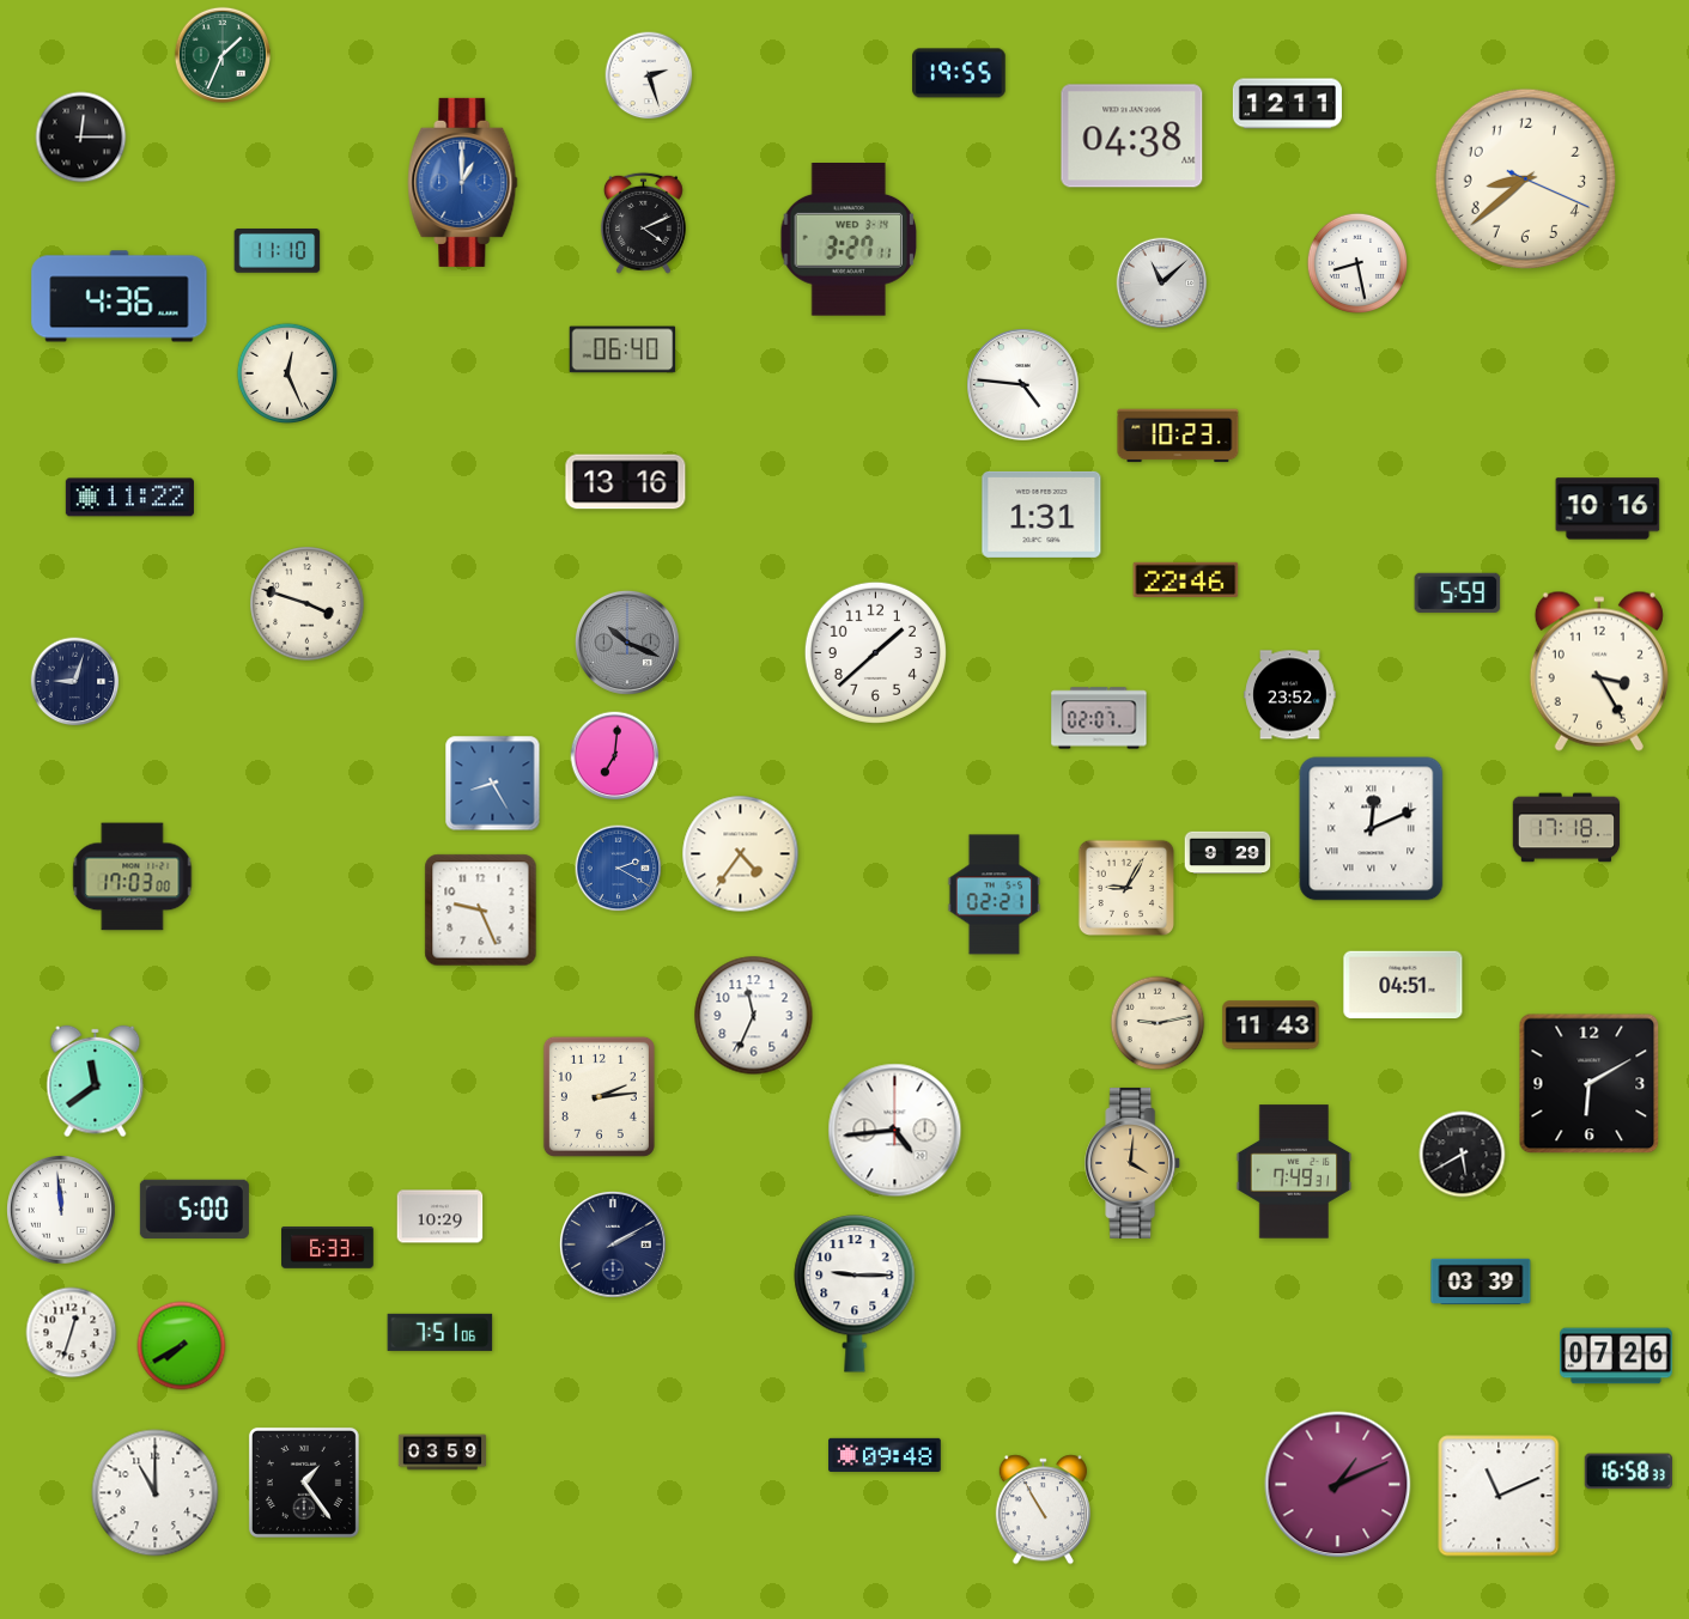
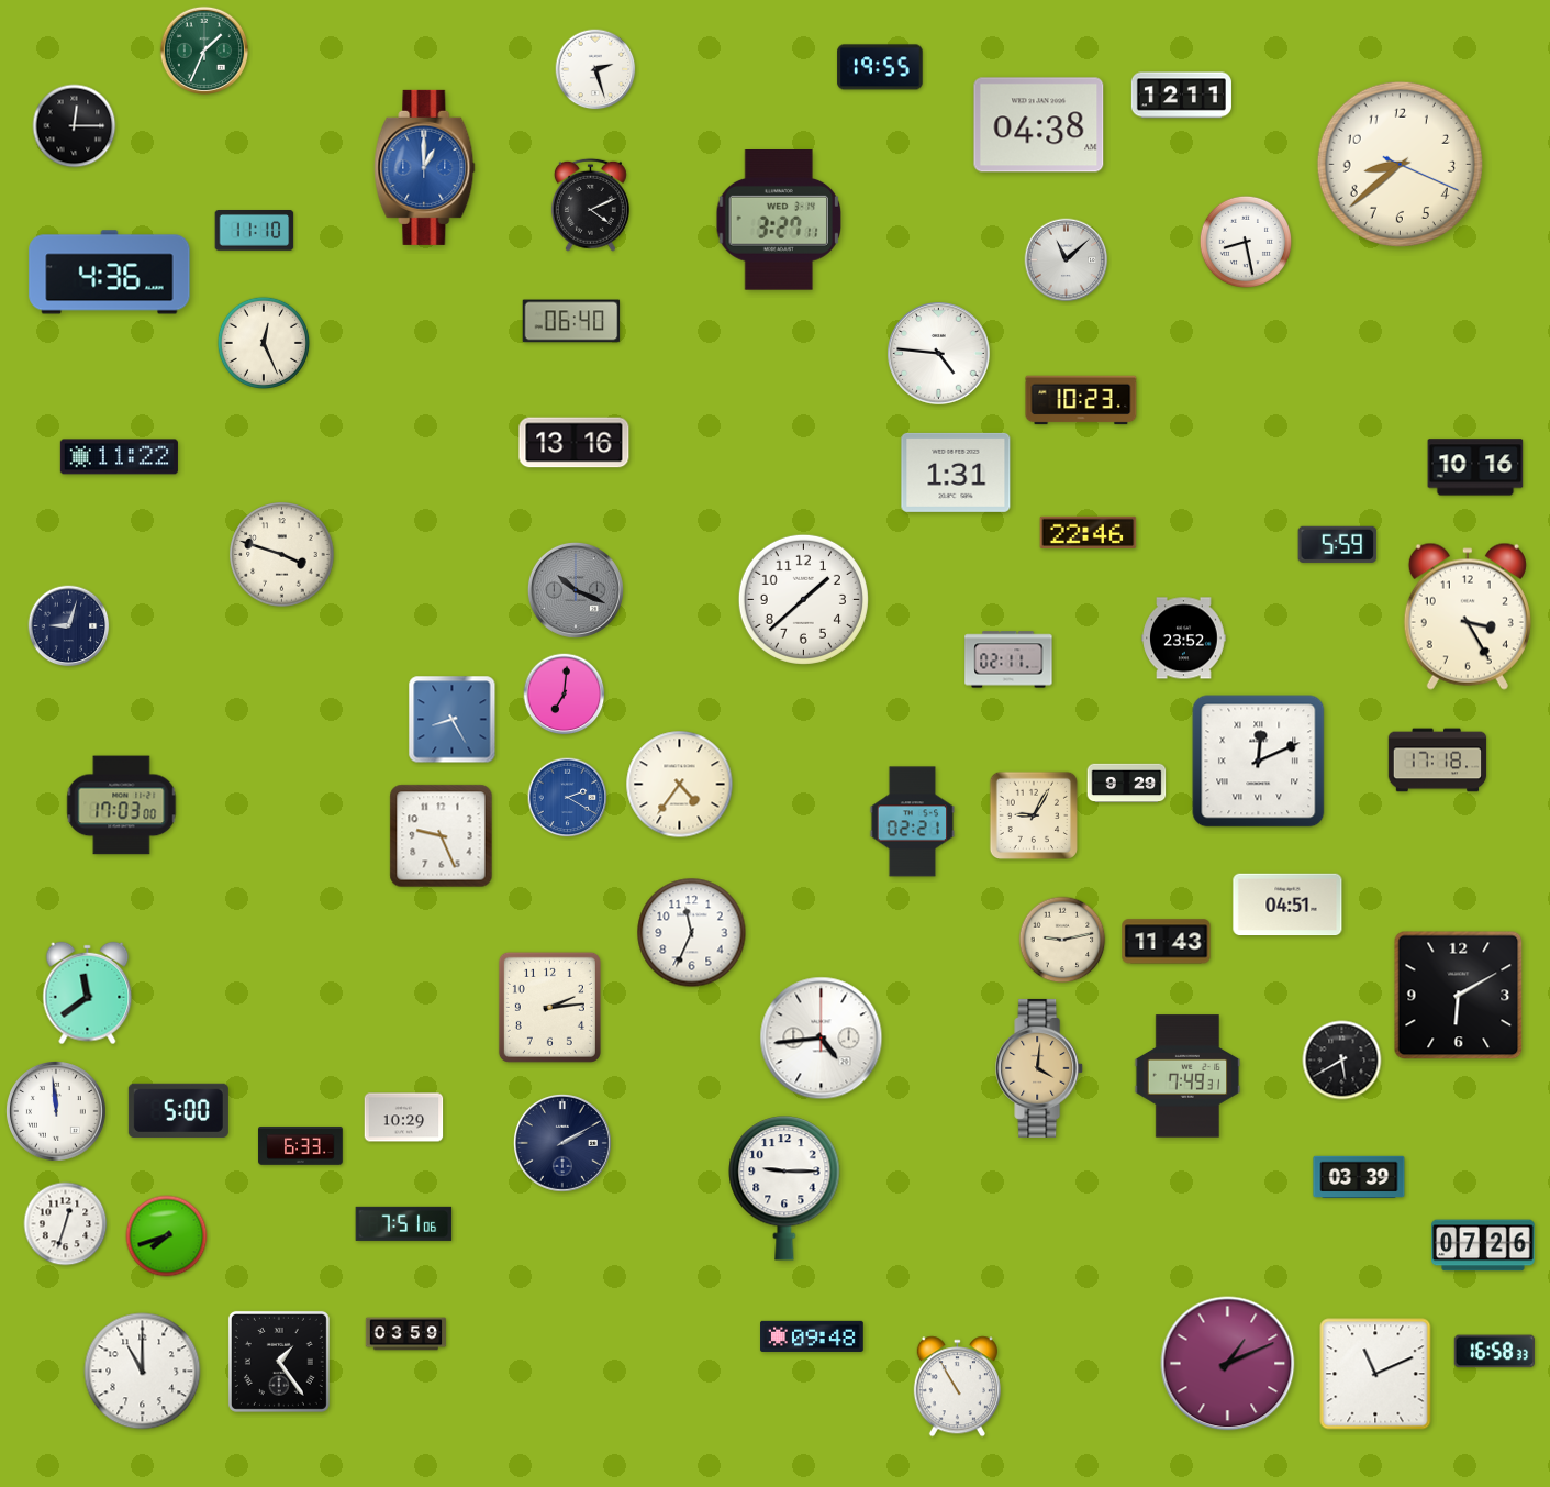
clock at (1099, 718): 02:07 -> 02:11
clock at (182, 1346): 7:40 -> 7:42
